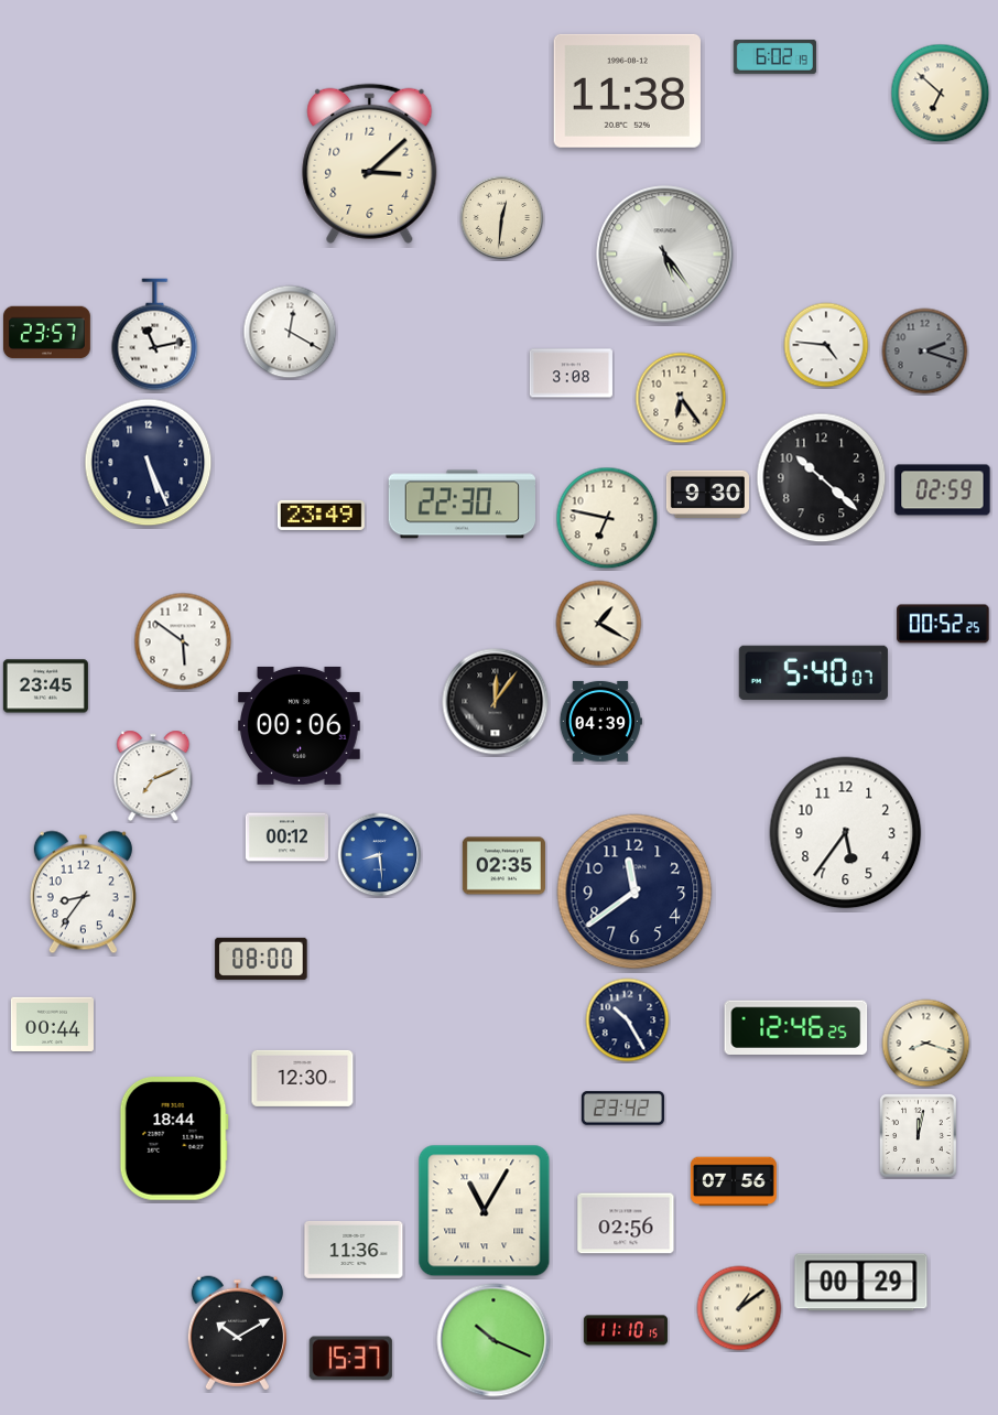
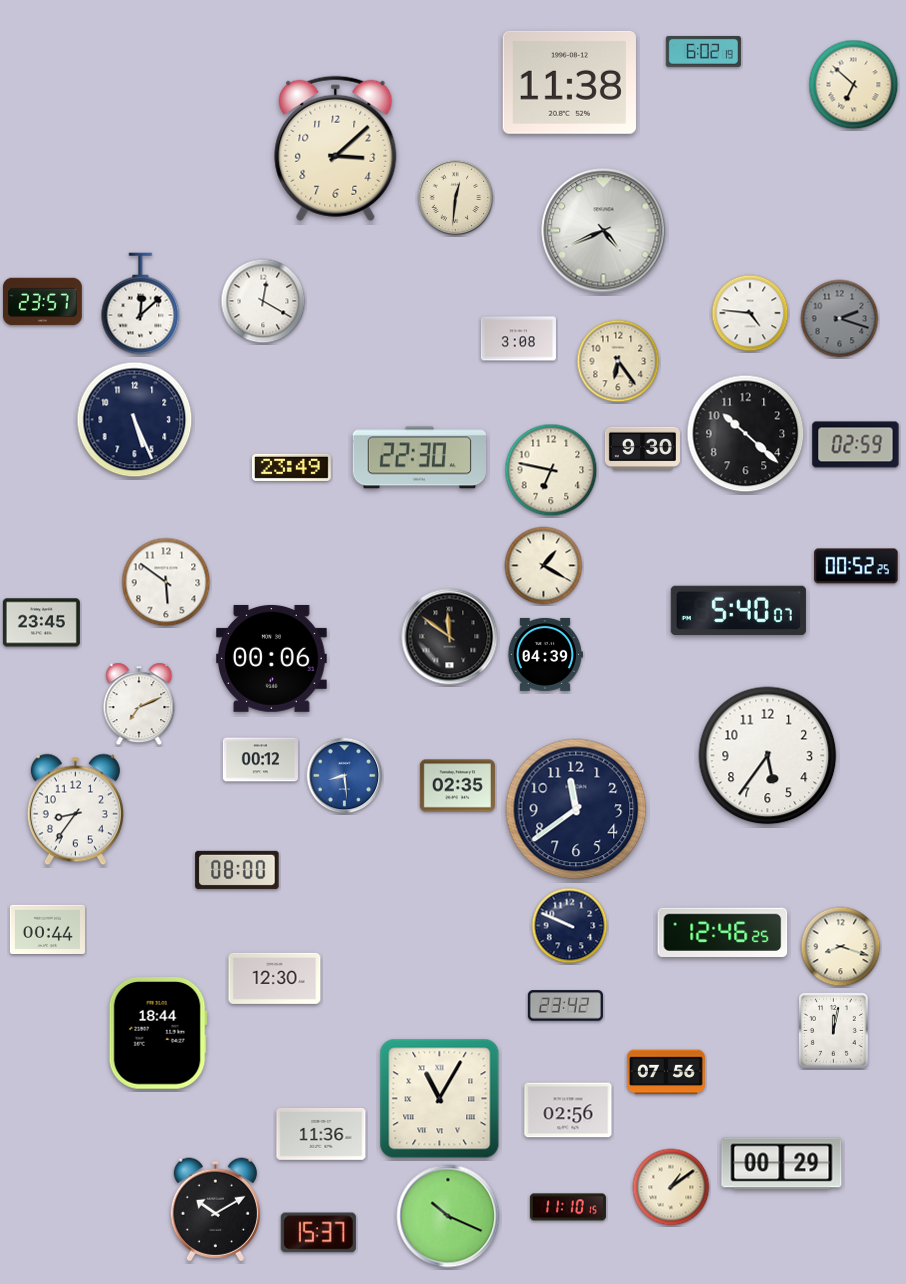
clock at (665, 255): 5:24 -> 4:41
clock at (155, 335): 11:13 -> 12:08
clock at (496, 702): 12:06 -> 11:51
clock at (628, 1020): 10:25 -> 9:49
